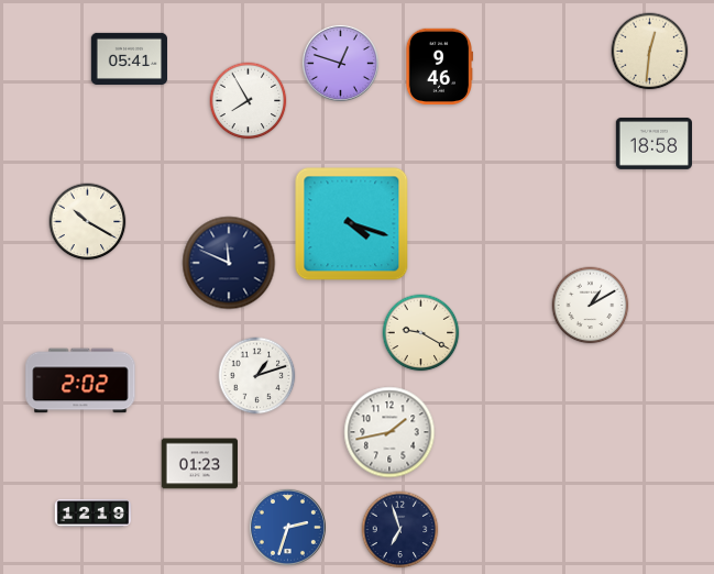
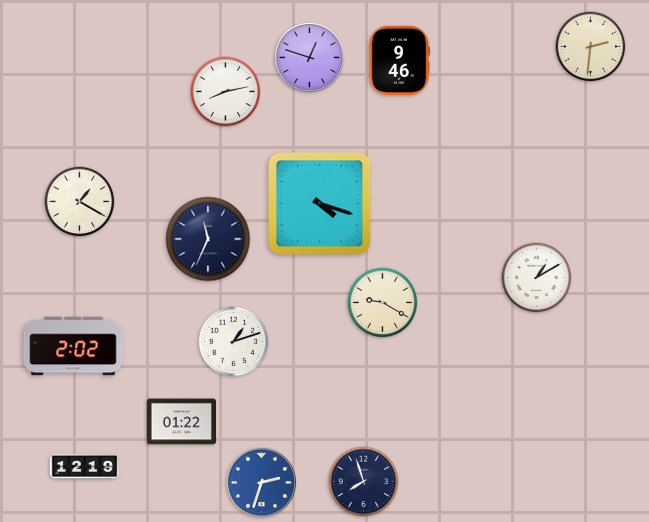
clock at (650, 52): 12:31 -> 2:31
clock at (129, 58): 05:41 -> none
clock at (249, 101): 7:55 -> 8:13
clock at (653, 143): 18:58 -> none
clock at (88, 222): 10:20 -> 1:20
clock at (229, 263): 11:49 -> 11:34
clock at (389, 432): 1:43 -> none
clock at (199, 464): 01:23 -> 01:22
clock at (287, 527) position: (287, 527) -> (261, 482)
clock at (400, 530): 6:57 -> 7:57
